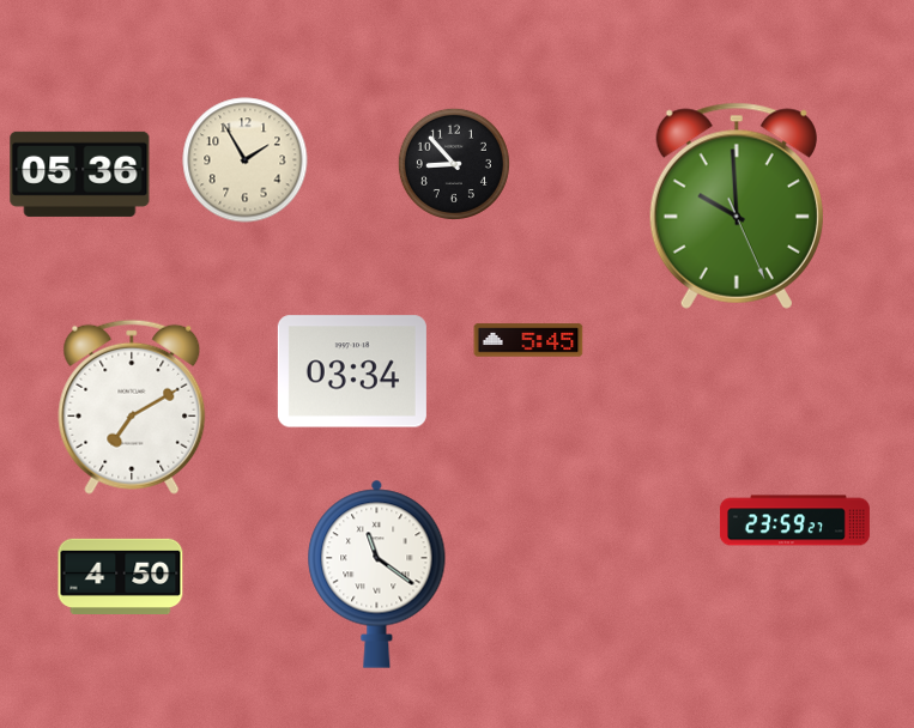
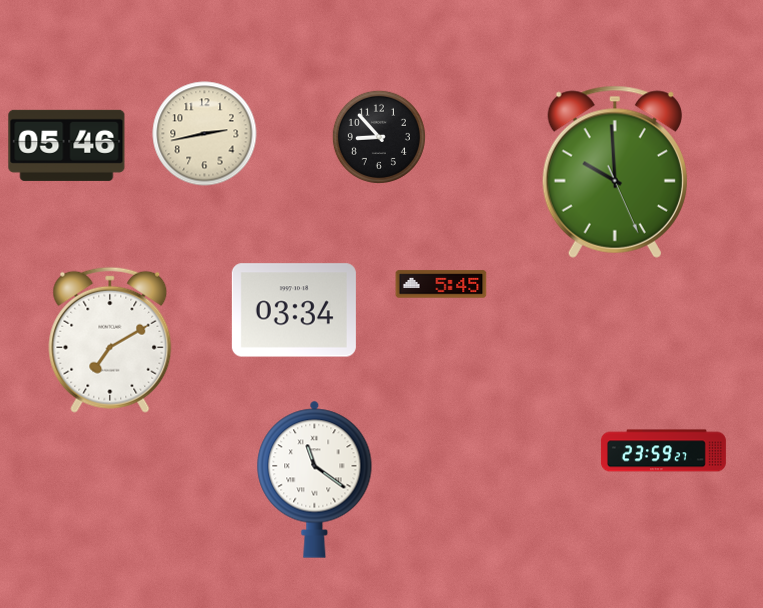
clock at (246, 160): 1:55 -> 2:43
clock at (80, 174): 05:36 -> 05:46
clock at (794, 521) position: (794, 521) -> (663, 451)
clock at (121, 576): 4:50 -> none
